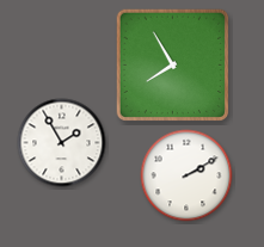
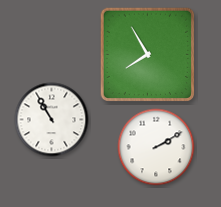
clock at (173, 66) position: (173, 66) -> (148, 55)
clock at (62, 143): 1:55 -> 10:55
